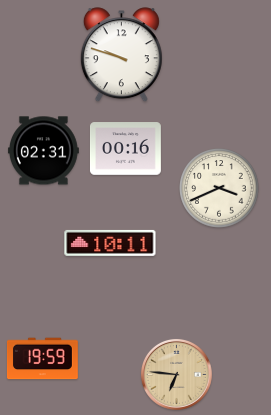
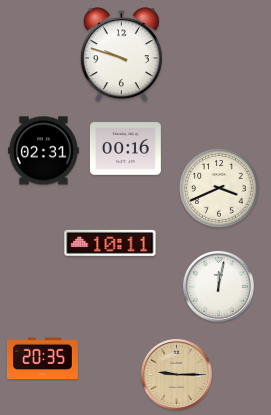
clock at (218, 286): none -> 12:02
clock at (42, 359): 19:59 -> 20:35
clock at (176, 374): 6:46 -> 9:15
